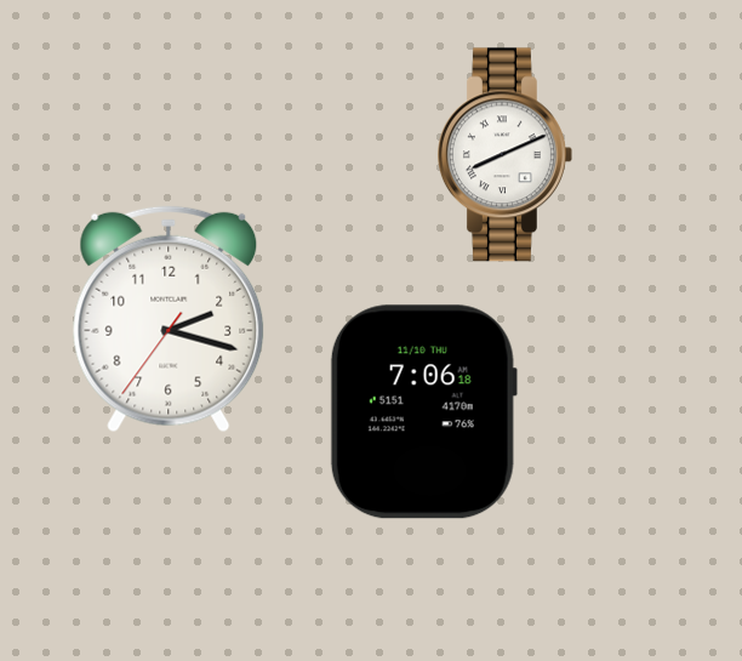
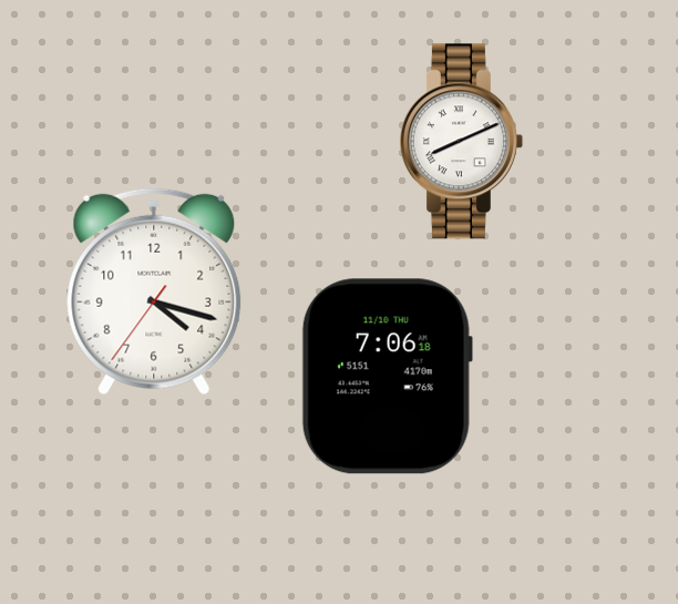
clock at (169, 319): 2:17 -> 4:17
